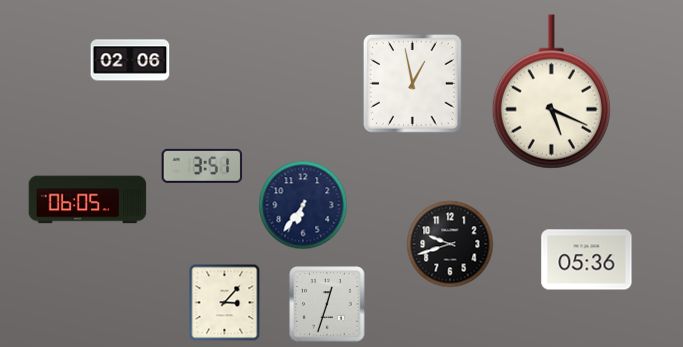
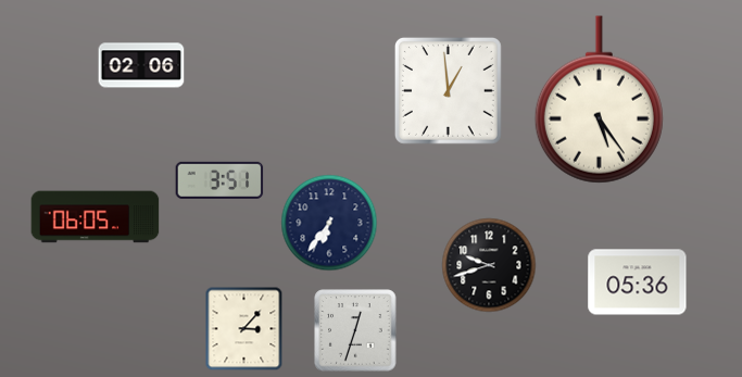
clock at (412, 83): 12:58 -> 12:59
clock at (551, 92): 5:19 -> 5:24
